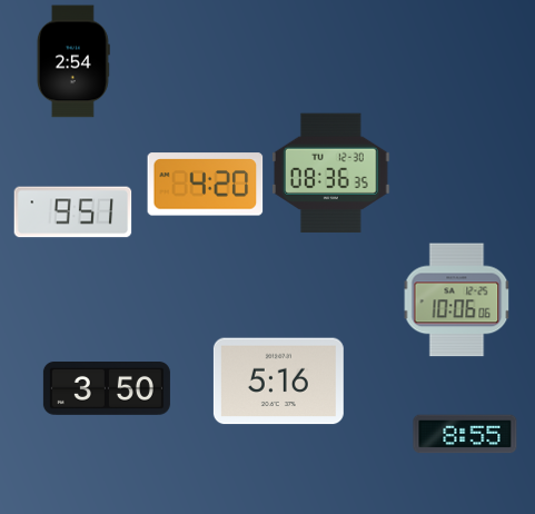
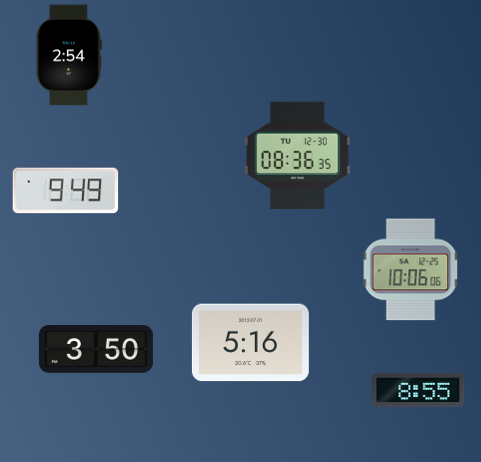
clock at (73, 61) position: (73, 61) -> (69, 55)
clock at (206, 185): 4:20 -> none
clock at (73, 212): 9:51 -> 9:49
